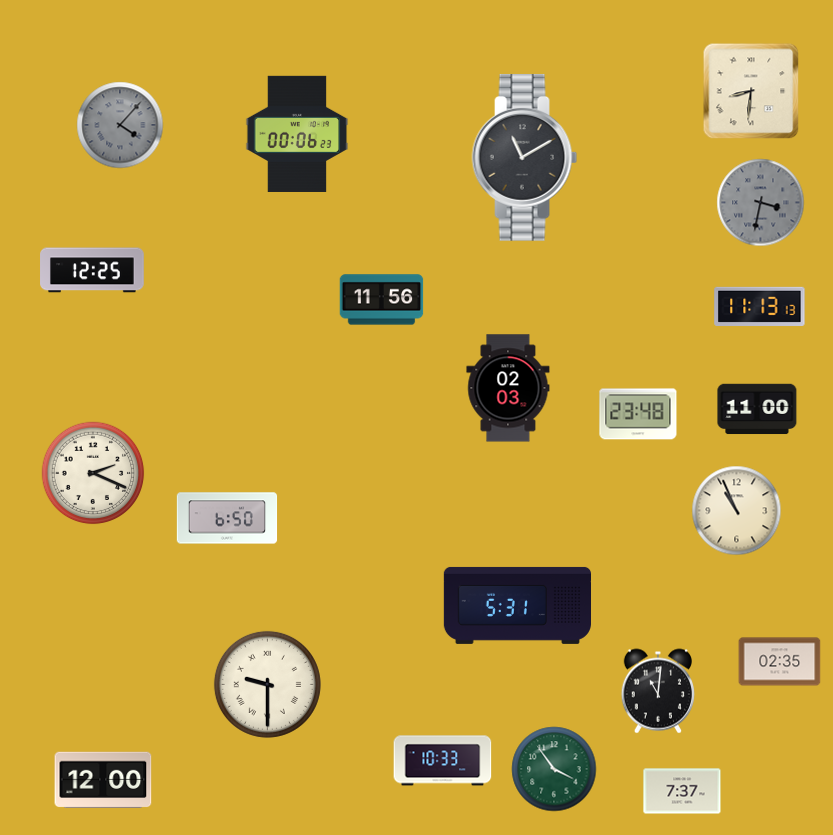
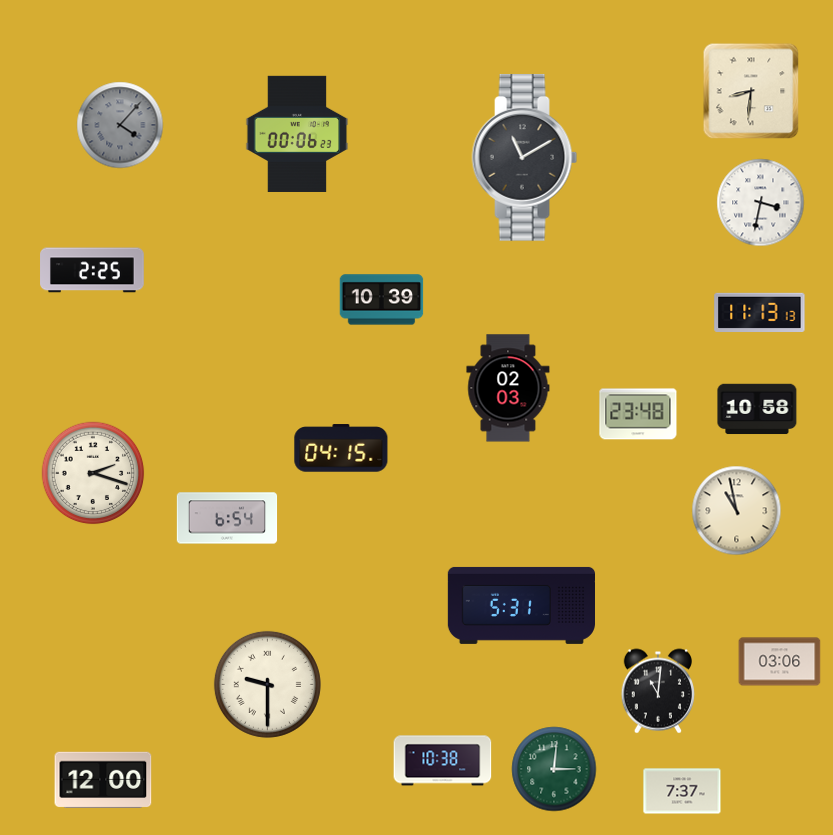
clock at (761, 203) dial: grey -> white
clock at (92, 270): 12:25 -> 2:25
clock at (382, 300): 11:56 -> 10:39
clock at (760, 306) position: (760, 306) -> (760, 312)
clock at (757, 409): 11:00 -> 10:58
clock at (341, 448): none -> 04:15
clock at (93, 473): 2:19 -> 2:18
clock at (737, 511): 10:56 -> 10:58
clock at (227, 518): 6:50 -> 6:54
clock at (517, 605) position: (517, 605) -> (521, 605)
clock at (780, 662): 02:35 -> 03:06
clock at (443, 761): 10:33 -> 10:38
clock at (554, 769): 3:54 -> 3:01
